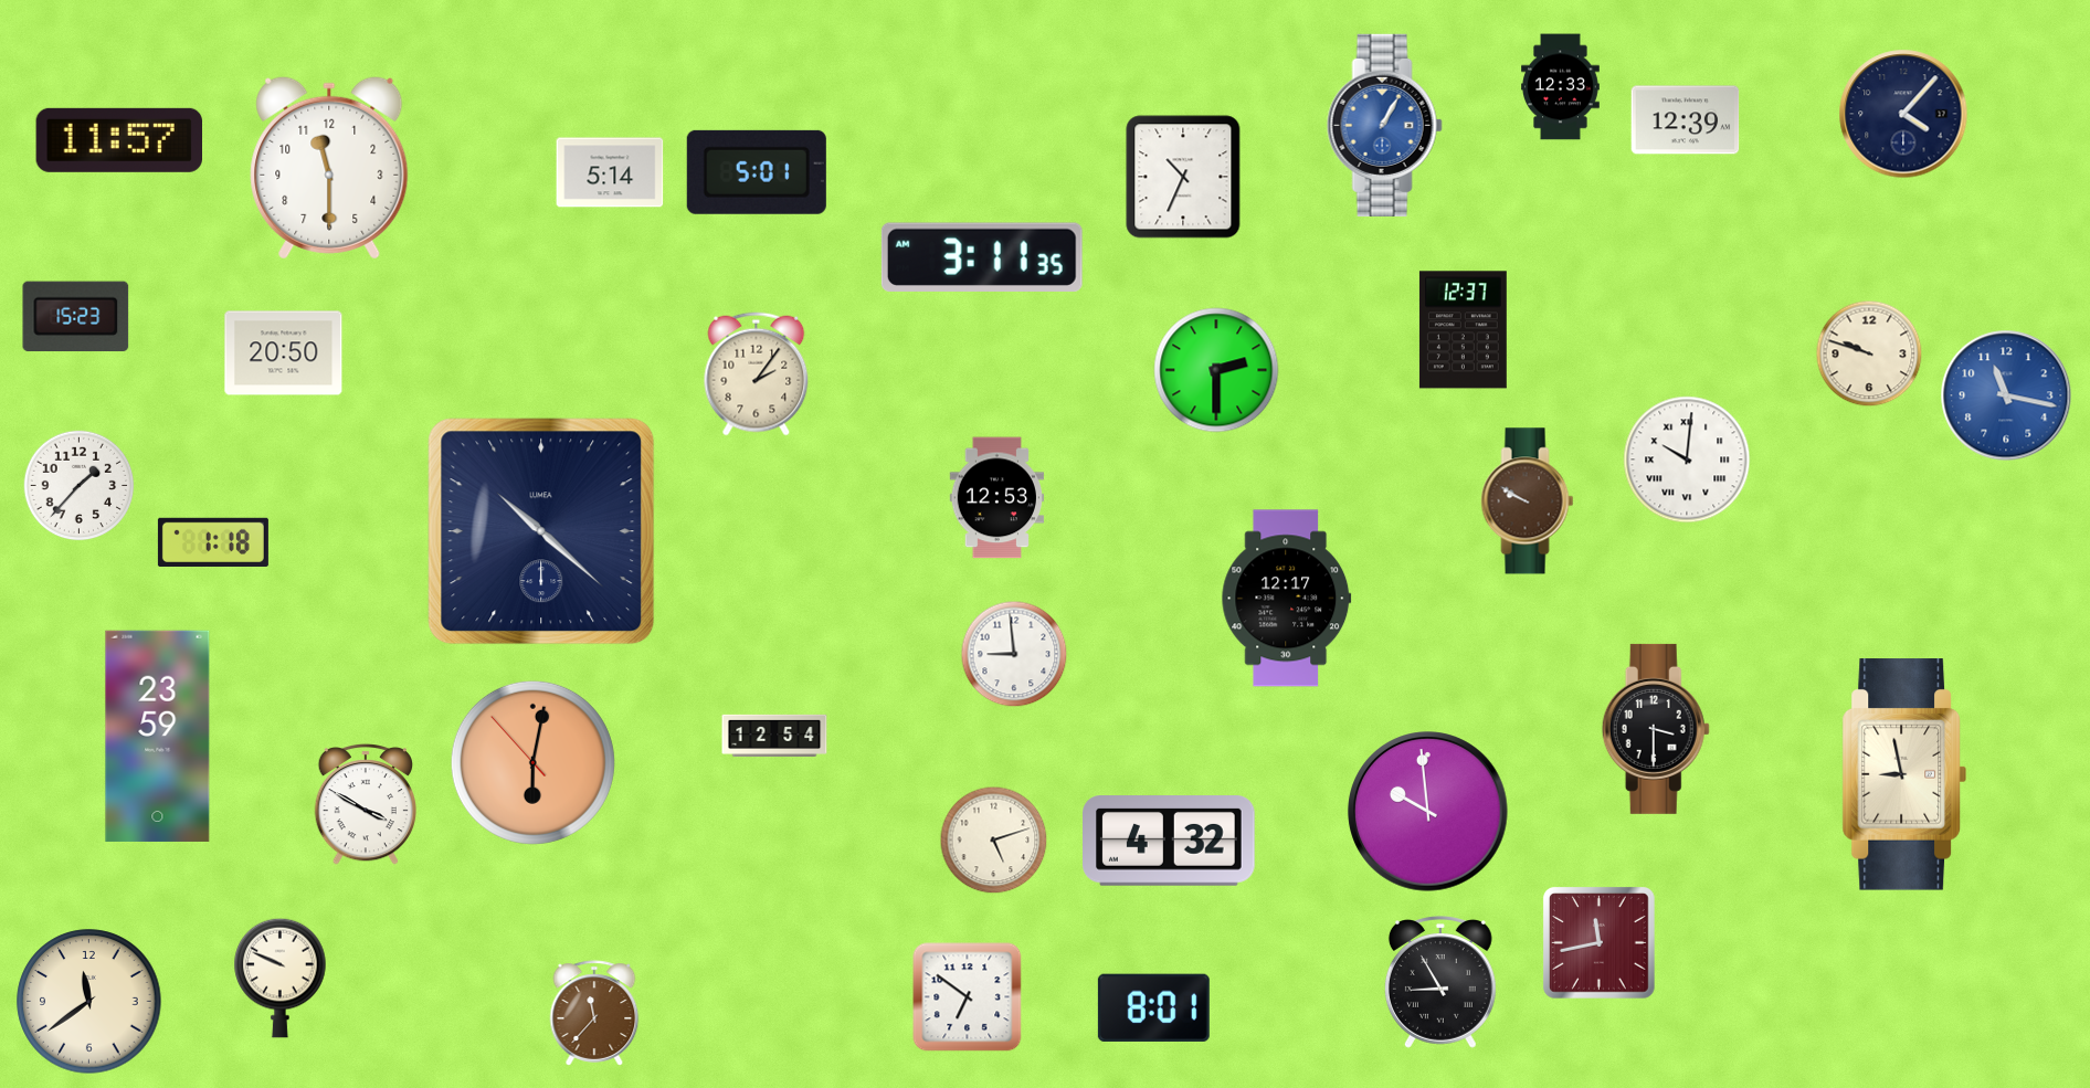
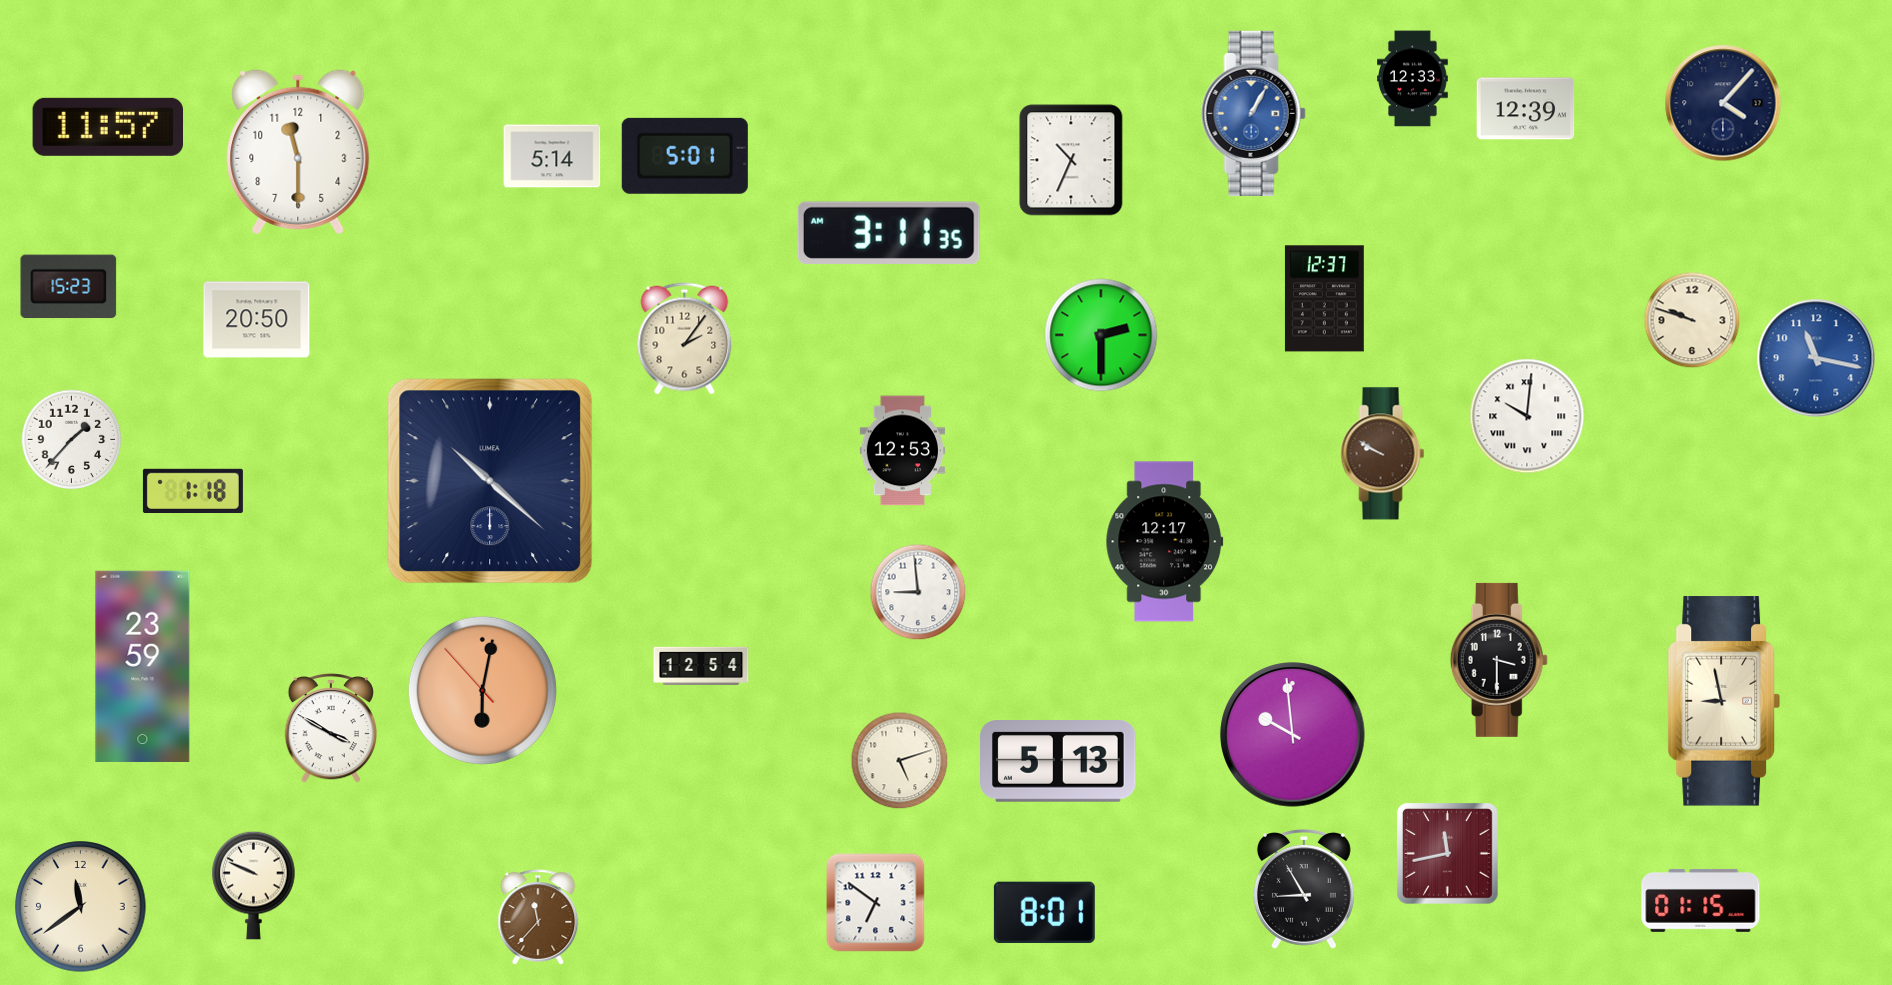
clock at (1169, 842): 4:32 -> 5:13
clock at (1701, 901): none -> 01:15
